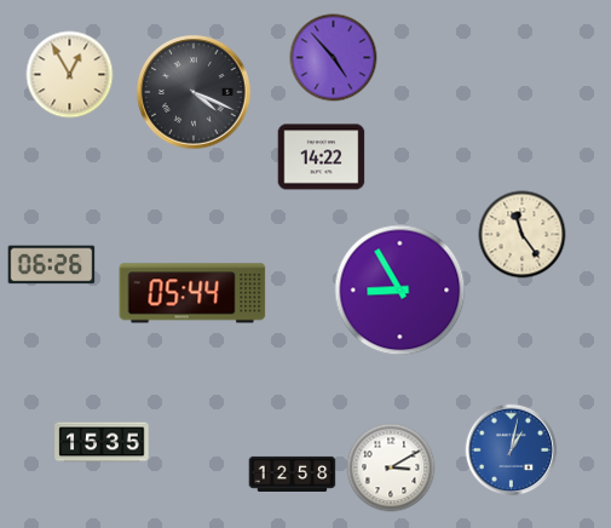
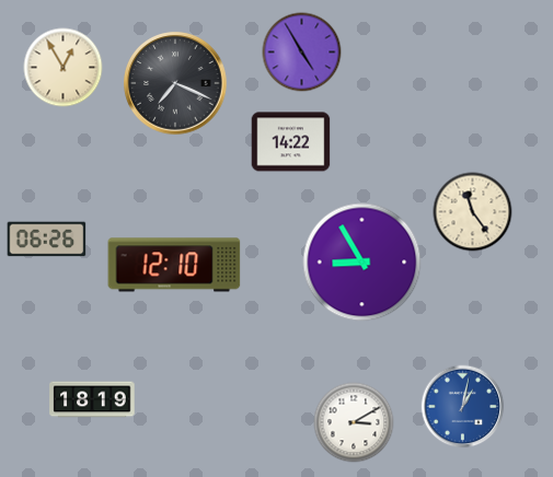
clock at (334, 58): 4:53 -> 4:55
clock at (194, 92): 4:19 -> 7:19
clock at (192, 293): 05:44 -> 12:10
clock at (102, 442): 15:35 -> 18:19
clock at (293, 474): 12:58 -> none
